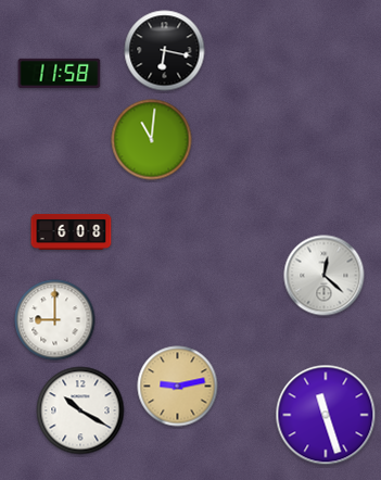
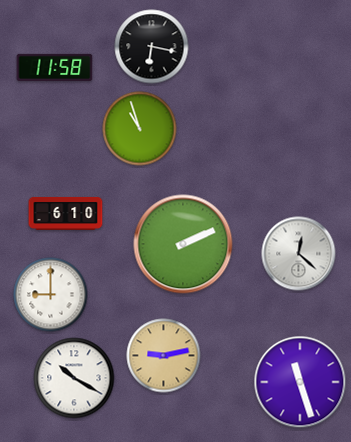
clock at (152, 140): 11:01 -> 10:57
clock at (72, 231): 6:08 -> 6:10
clock at (183, 244): none -> 2:11
